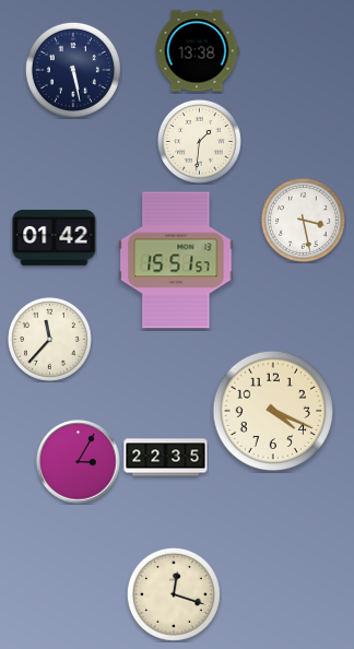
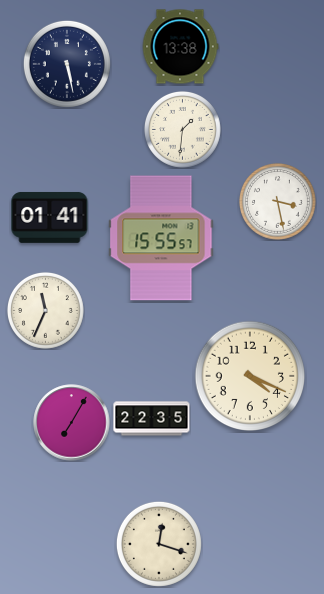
clock at (55, 237): 01:42 -> 01:41
clock at (176, 260): 15:51 -> 15:55
clock at (49, 339): 11:37 -> 11:34
clock at (79, 462): 3:05 -> 7:05
